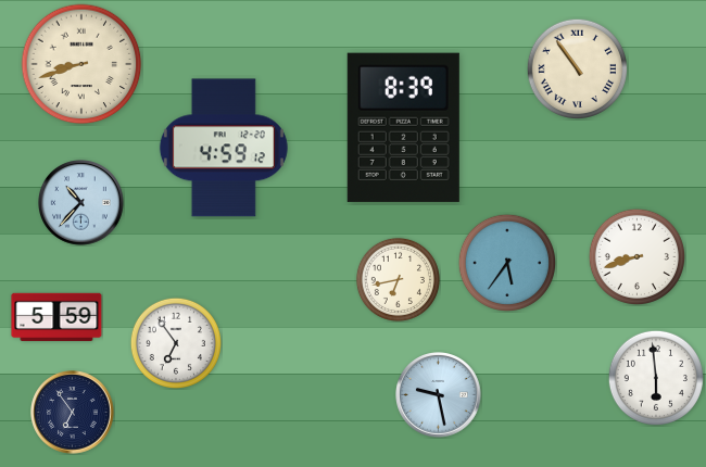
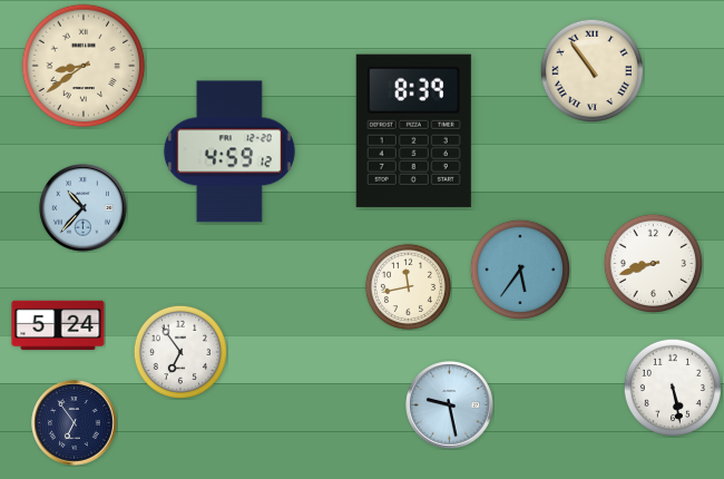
clock at (81, 64): 8:42 -> 8:39
clock at (398, 279): 6:43 -> 11:43
clock at (56, 317): 5:59 -> 5:24
clock at (656, 378): 5:59 -> 5:28
